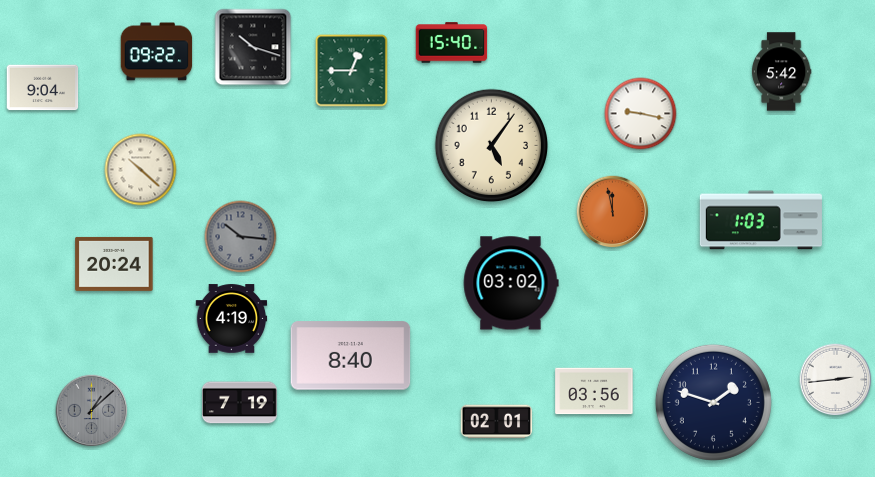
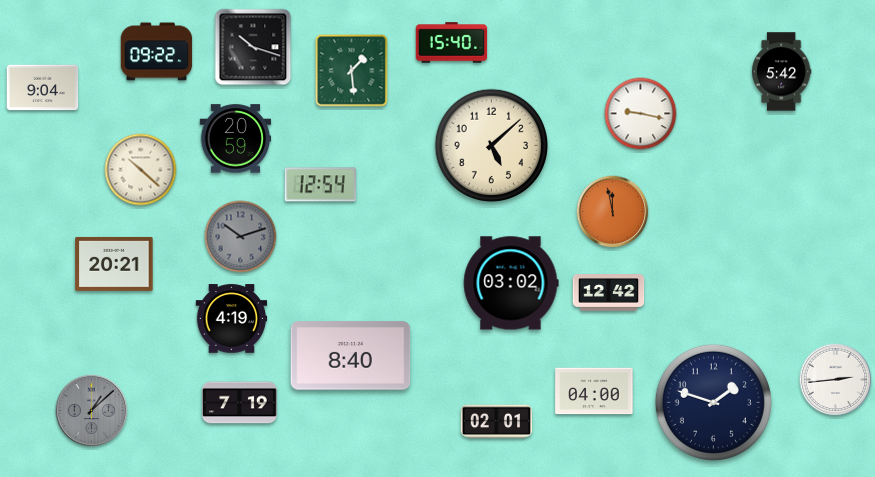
clock at (352, 71): 12:45 -> 1:29
clock at (236, 139): none -> 20:59
clock at (492, 146): 5:06 -> 5:08
clock at (321, 185): none -> 12:54
clock at (761, 220): 1:03 -> none
clock at (241, 237): 10:16 -> 10:12
clock at (114, 264): 20:24 -> 20:21
clock at (609, 293): none -> 12:42
clock at (594, 391): 03:56 -> 04:00
